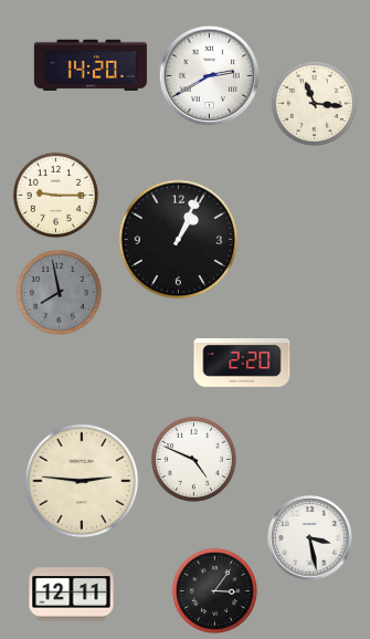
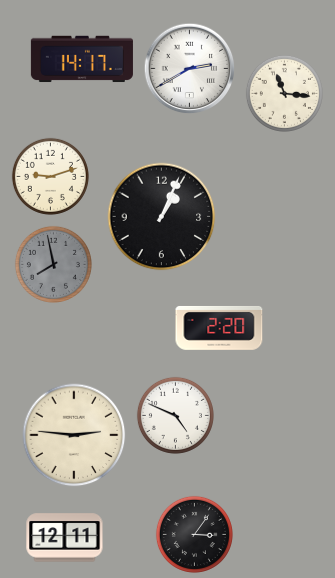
clock at (91, 65): 14:20 -> 14:17
clock at (55, 195): 9:15 -> 9:12
clock at (310, 538): 3:28 -> none
